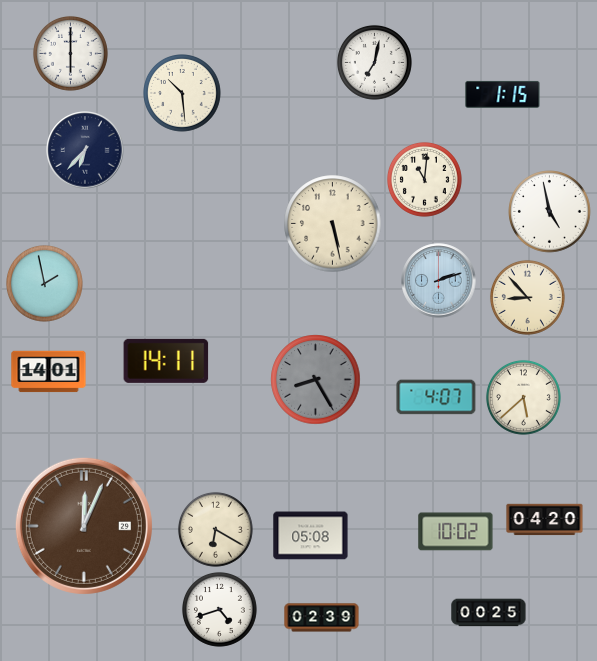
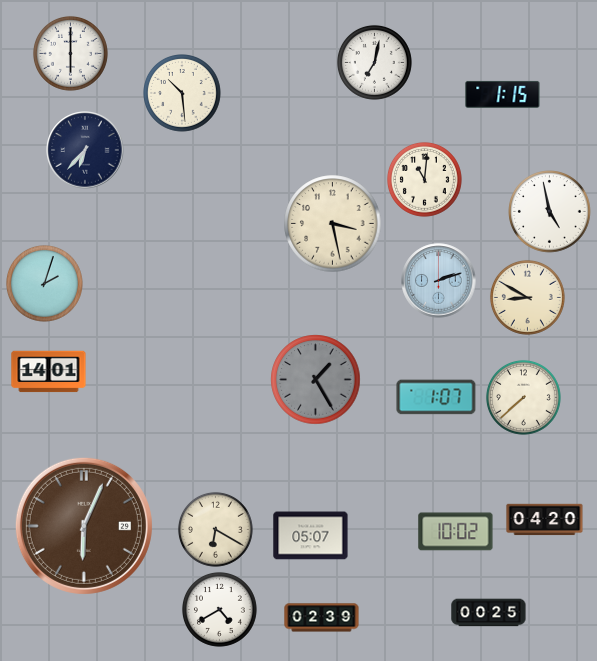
clock at (333, 224): 5:28 -> 3:28
clock at (45, 284): 1:58 -> 2:03
clock at (527, 297): 8:53 -> 8:50
clock at (166, 361): 14:11 -> none
clock at (316, 380): 8:25 -> 1:25
clock at (436, 397): 4:07 -> 1:07
clock at (523, 397): 5:38 -> 7:38
clock at (84, 526): 12:04 -> 6:04
clock at (311, 536): 05:08 -> 05:07
clock at (219, 609): 4:42 -> 4:40
